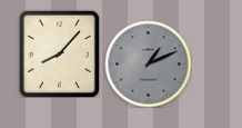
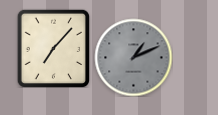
clock at (60, 53): 8:07 -> 7:07
